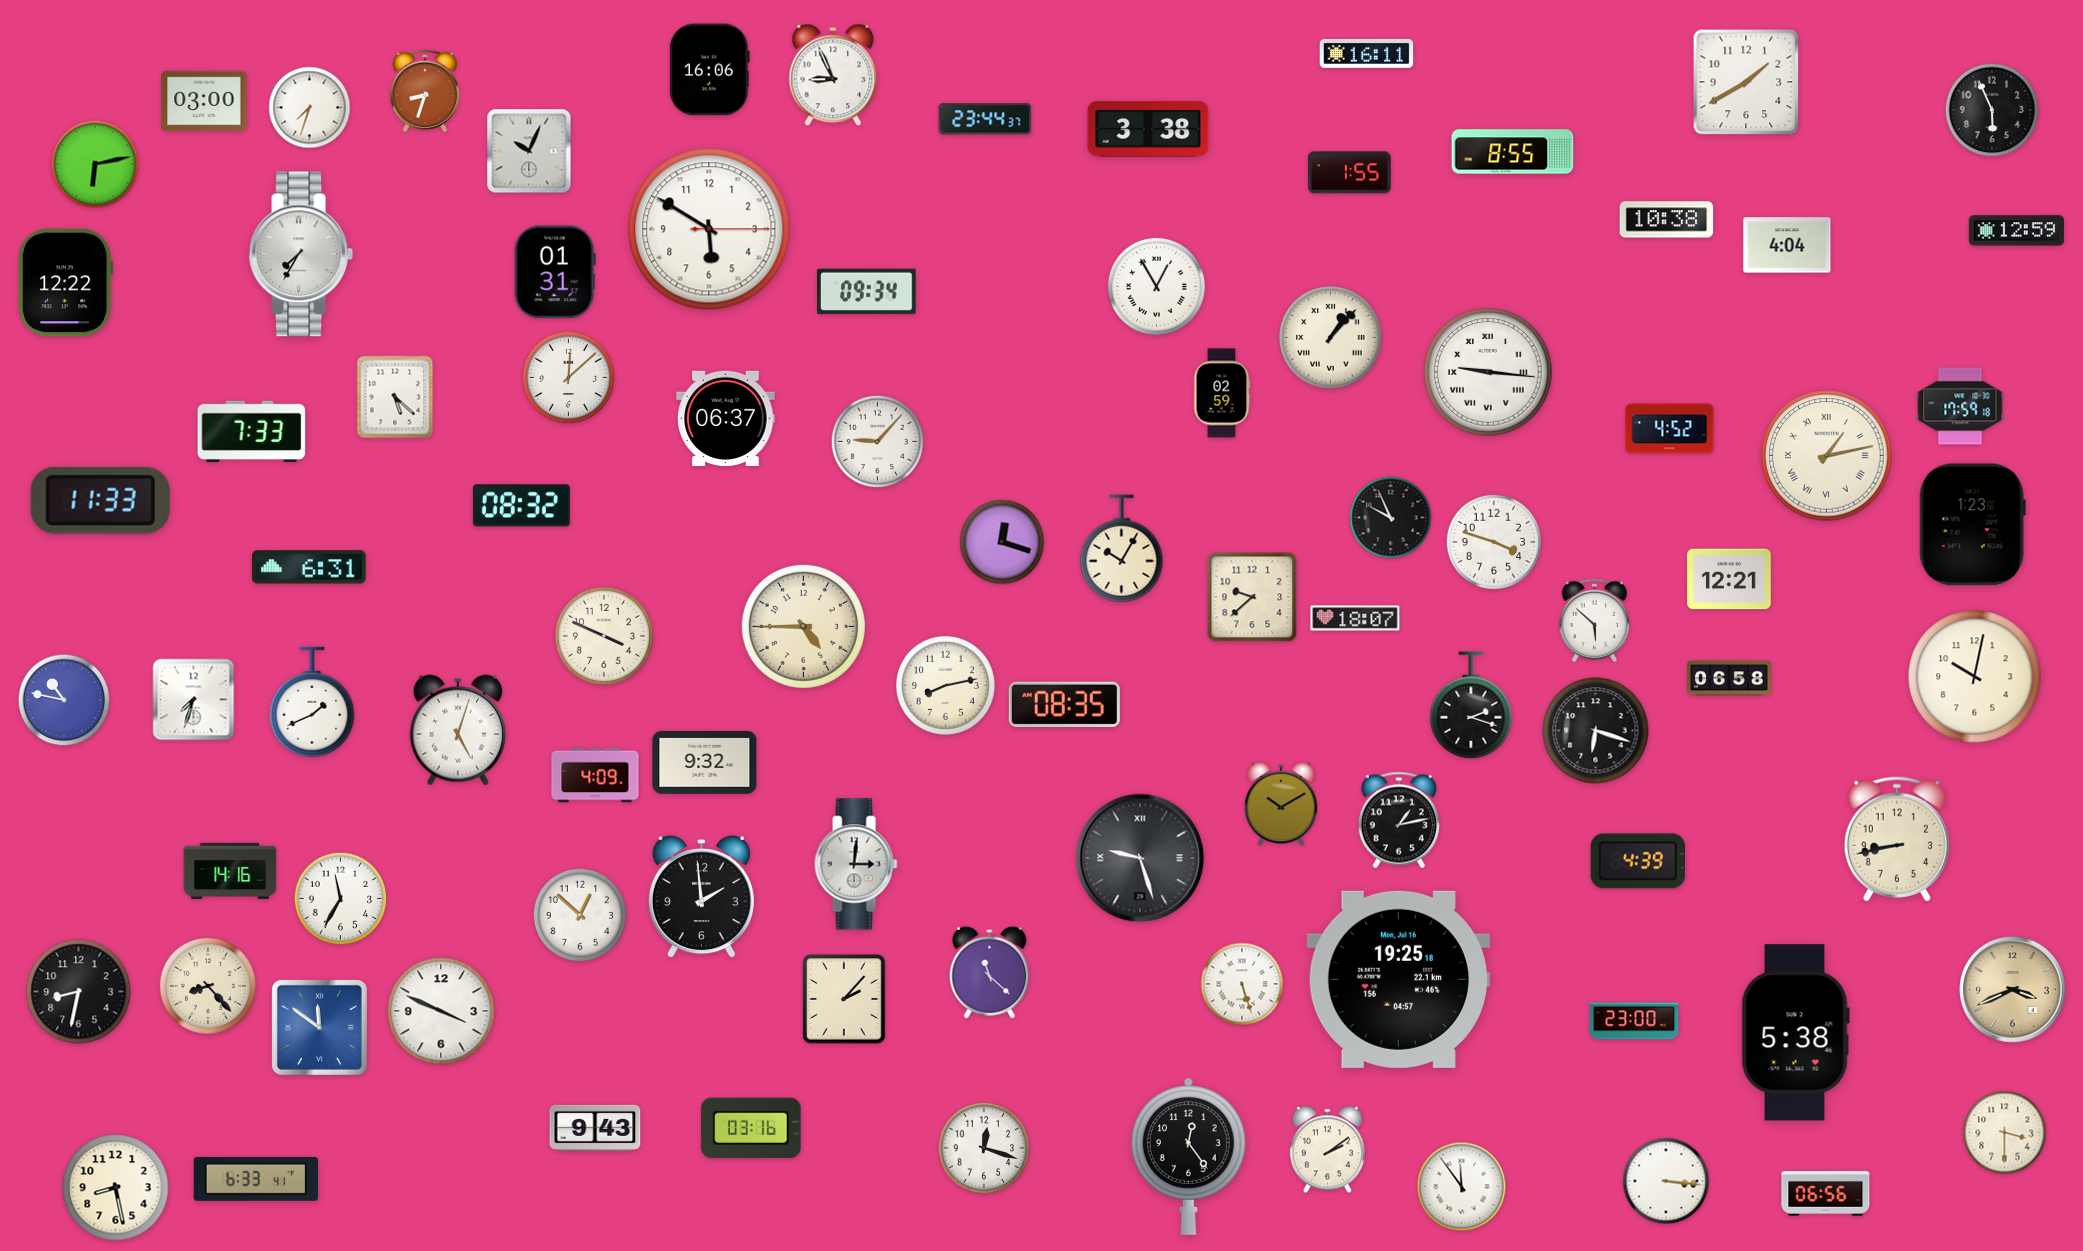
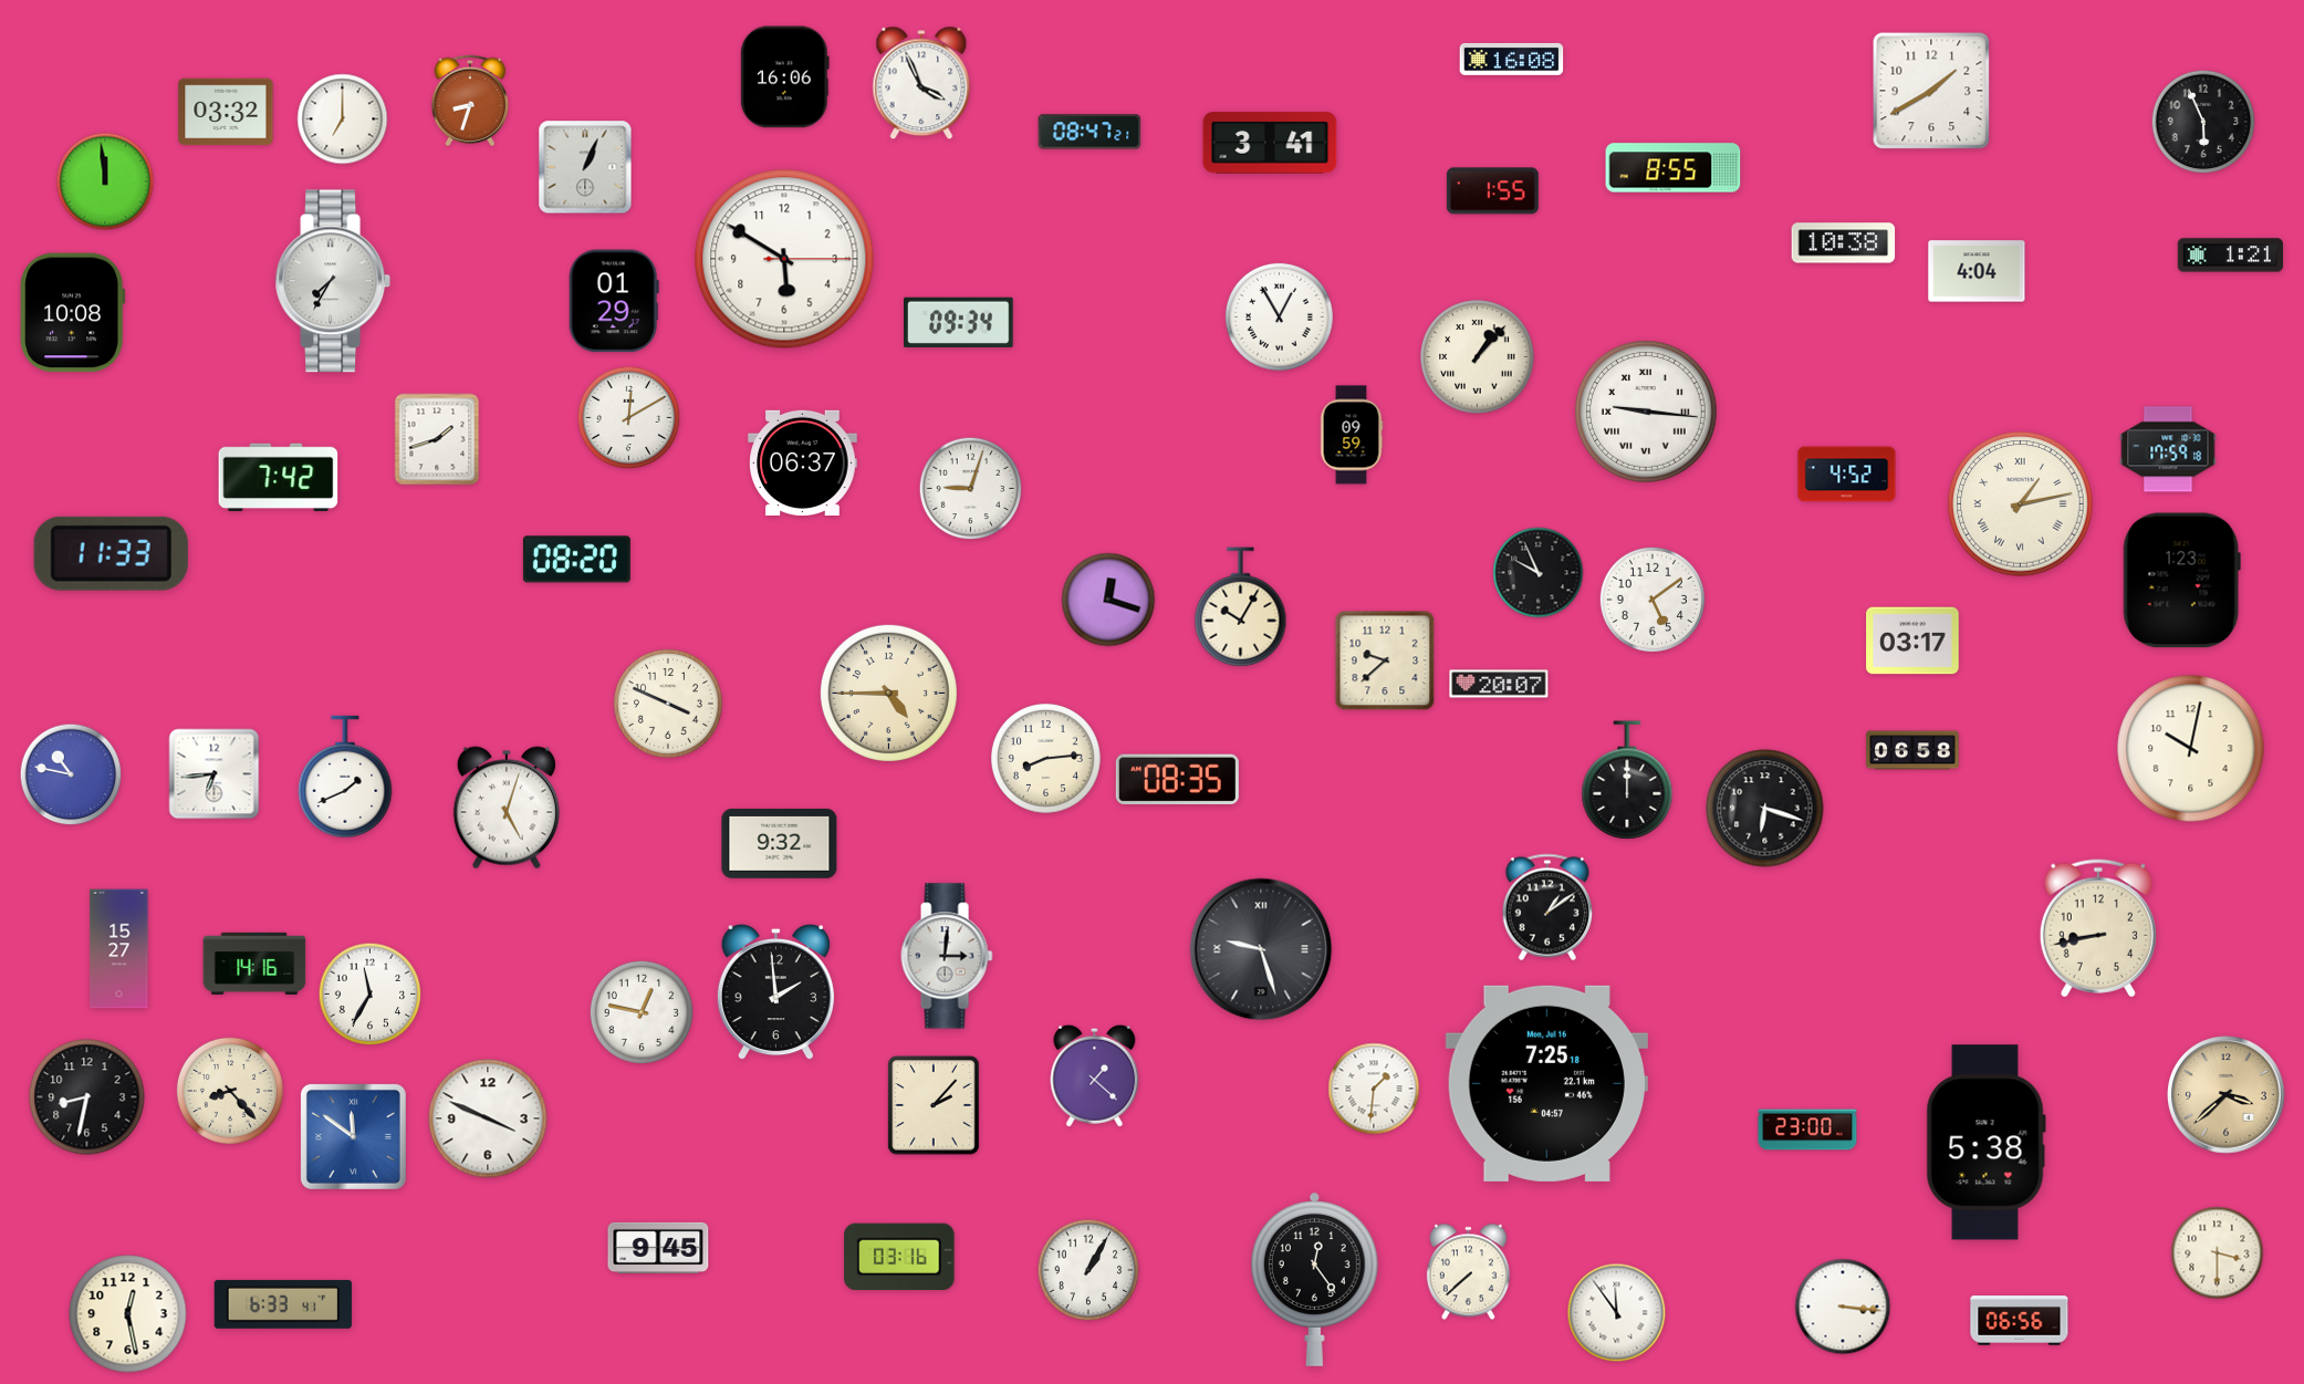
clock at (1367, 53): 16:11 -> 16:08
clock at (833, 75): 8:56 -> 3:56
clock at (204, 101): 03:00 -> 03:32
clock at (310, 108): 7:33 -> 7:00
clock at (985, 119): 23:44 -> 08:47
clock at (1148, 129): 3:38 -> 3:41
clock at (529, 151): 10:04 -> 1:04
clock at (95, 164): 6:13 -> 11:59
clock at (709, 229) position: (709, 229) -> (784, 259)
clock at (2016, 231): 12:59 -> 1:21
clock at (555, 272): 01:31 -> 01:29
clock at (66, 283): 12:22 -> 10:08
clock at (1331, 338) position: (1331, 338) -> (1478, 357)
clock at (569, 378): 12:08 -> 12:10
clock at (1222, 393): 02:59 -> 09:59
clock at (395, 397): 5:22 -> 1:42
clock at (252, 431): 7:33 -> 7:42
clock at (878, 442): 9:07 -> 9:03
clock at (521, 506): 08:32 -> 08:20
clock at (1494, 542): 3:48 -> 5:09
clock at (309, 567): 6:31 -> none
clock at (1729, 579): 12:21 -> 03:17
clock at (1355, 618): 18:07 -> 20:07
clock at (1595, 621): 5:52 -> none
clock at (1975, 677) position: (1975, 677) -> (2191, 749)
clock at (945, 685): 8:13 -> 8:14
clock at (194, 700): 7:33 -> 6:44
clock at (1471, 705): 2:18 -> 12:00
clock at (595, 775): 4:09 -> none
clock at (1281, 804): 10:10 -> none
clock at (1398, 820): 1:13 -> 1:09
clock at (119, 949): none -> 15:27
clock at (1637, 861): 4:39 -> none
clock at (341, 899) position: (341, 899) -> (371, 995)
clock at (580, 915): 12:52 -> 12:47
clock at (990, 972): 11:22 -> 1:22
clock at (1398, 979): 19:25 -> 7:25
clock at (1242, 984): 5:27 -> 1:31
clock at (2013, 990): 3:41 -> 3:38
clock at (595, 1128): 9:43 -> 9:45
clock at (751, 1128) position: (751, 1128) -> (899, 1257)
clock at (984, 1148): 12:18 -> 1:05
clock at (1327, 1150): 2:09 -> 7:38
clock at (116, 1188): 8:28 -> 12:28
